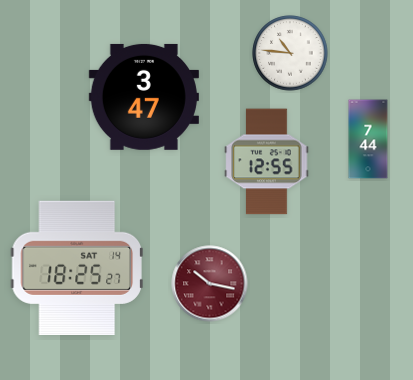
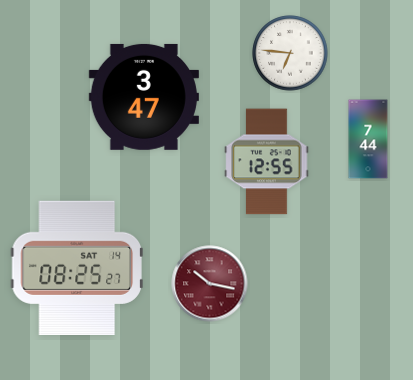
clock at (290, 53): 10:46 -> 6:46
clock at (77, 268): 18:25 -> 08:25
